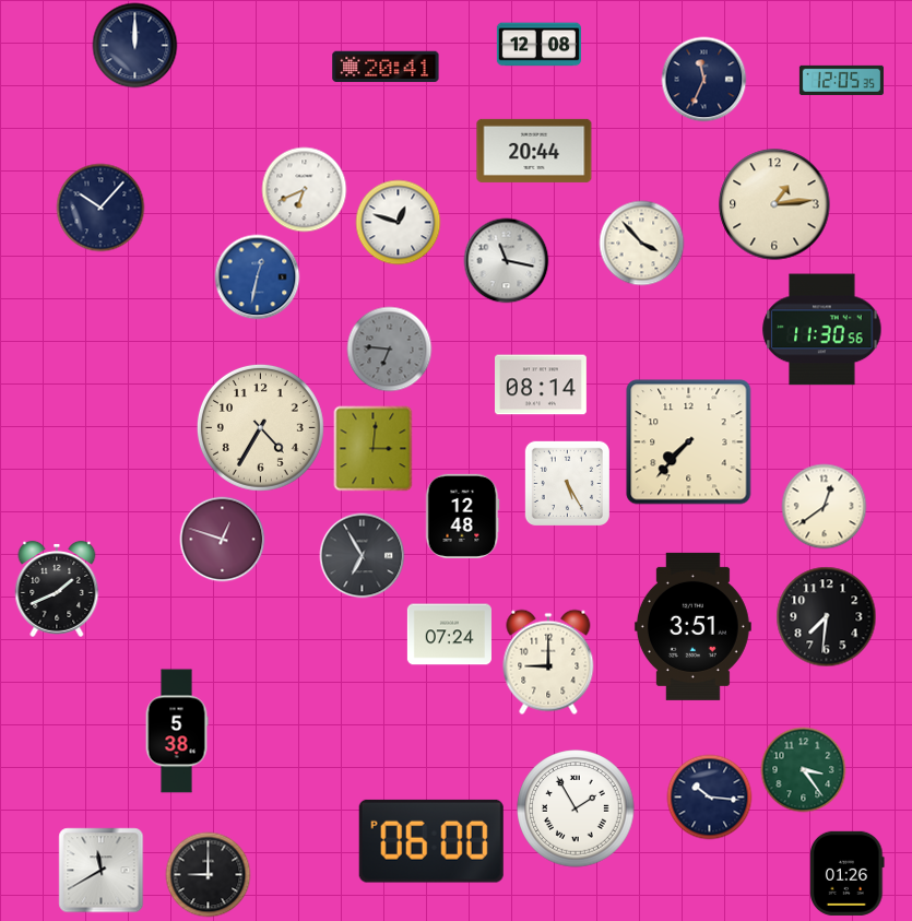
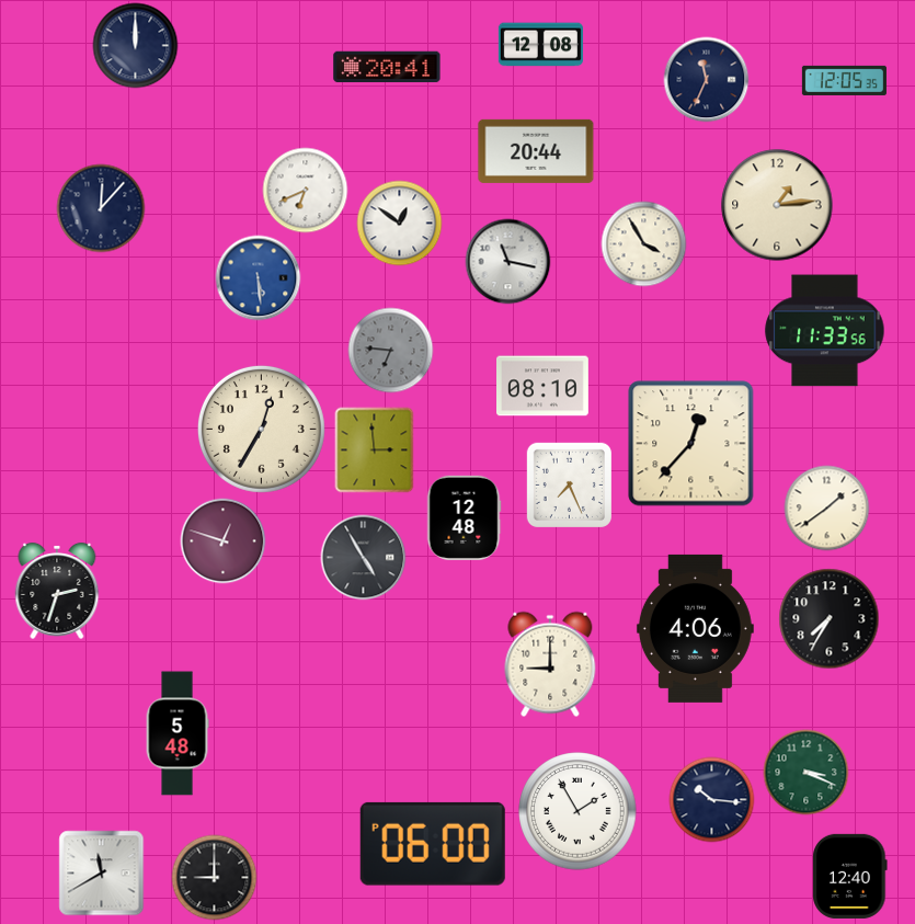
clock at (100, 208): 10:07 -> 12:07
clock at (398, 222): 12:48 -> 12:51
clock at (641, 243): 3:53 -> 3:55
clock at (257, 276): 12:32 -> 5:29
clock at (822, 330): 11:30 -> 11:33
clock at (542, 385): 08:14 -> 08:10
clock at (260, 427): 4:35 -> 12:35
clock at (689, 442): 7:37 -> 12:37
clock at (374, 448): 3:01 -> 2:59
clock at (567, 483): 5:25 -> 7:26
clock at (824, 506): 12:39 -> 1:39
clock at (362, 555): 6:55 -> 4:55
clock at (57, 589): 1:41 -> 2:33
clock at (826, 616): 7:31 -> 7:35
clock at (692, 626): 3:51 -> 4:06
clock at (449, 635): 07:24 -> none
clock at (177, 731): 5:38 -> 5:48
clock at (803, 769): 3:24 -> 3:19
clock at (848, 873): 01:26 -> 12:40
clock at (208, 874) position: (208, 874) -> (214, 877)
